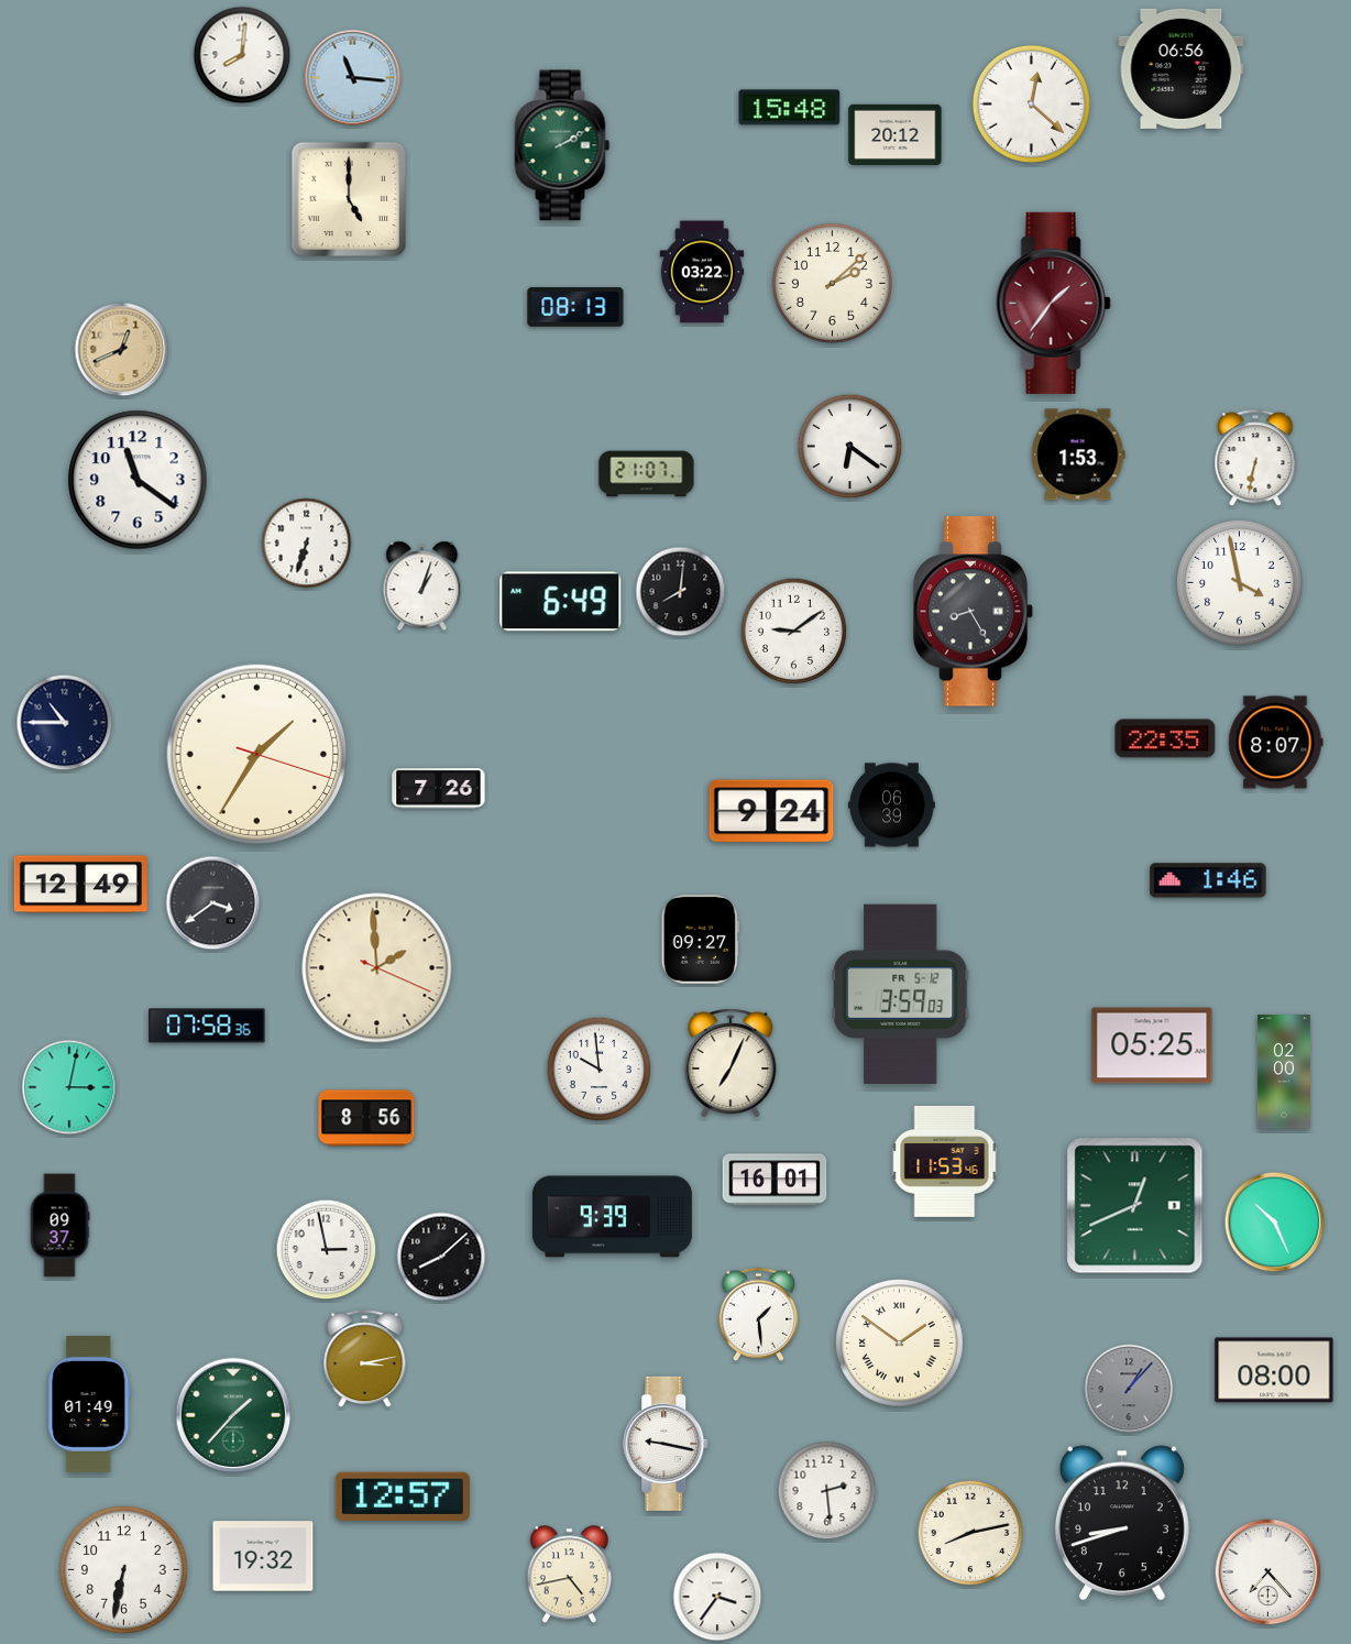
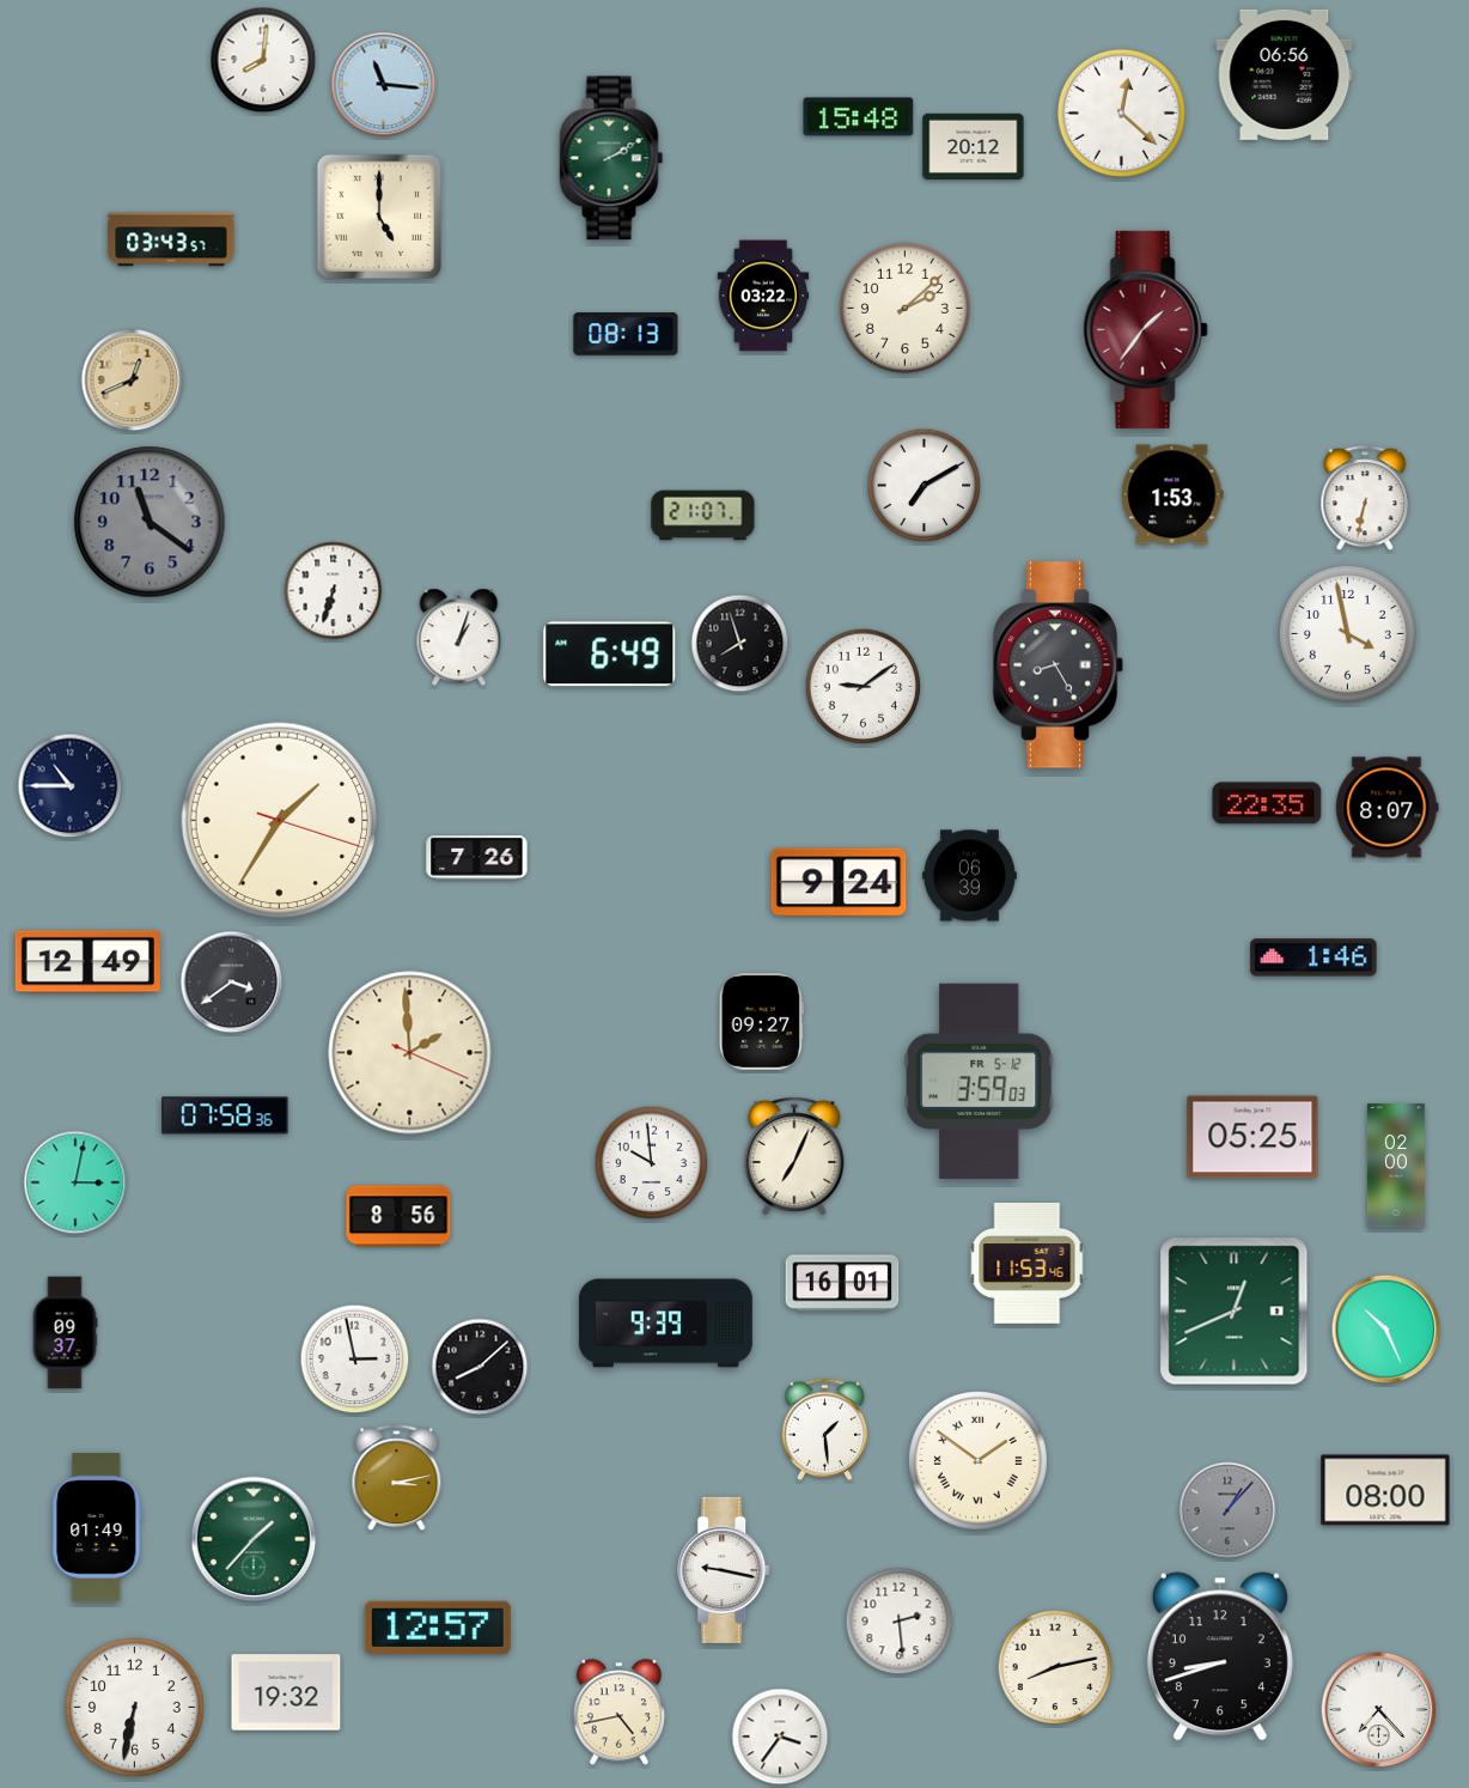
clock at (171, 239): none -> 03:43
clock at (850, 447): 6:21 -> 7:10
clock at (138, 480) dial: white -> grey
clock at (681, 592): 8:01 -> 7:57
